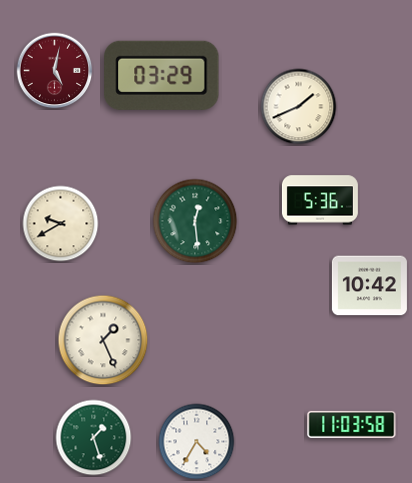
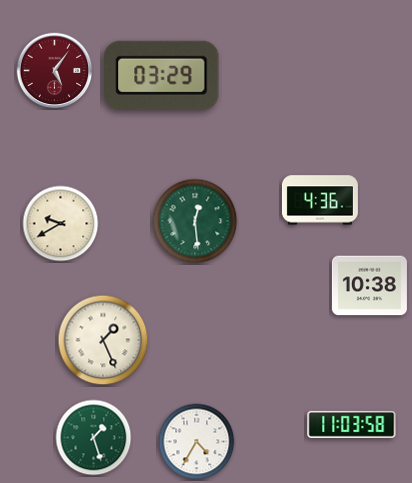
clock at (55, 71): 5:02 -> 5:06
clock at (299, 107): 1:41 -> none
clock at (320, 200): 5:36 -> 4:36
clock at (369, 286): 10:42 -> 10:38
